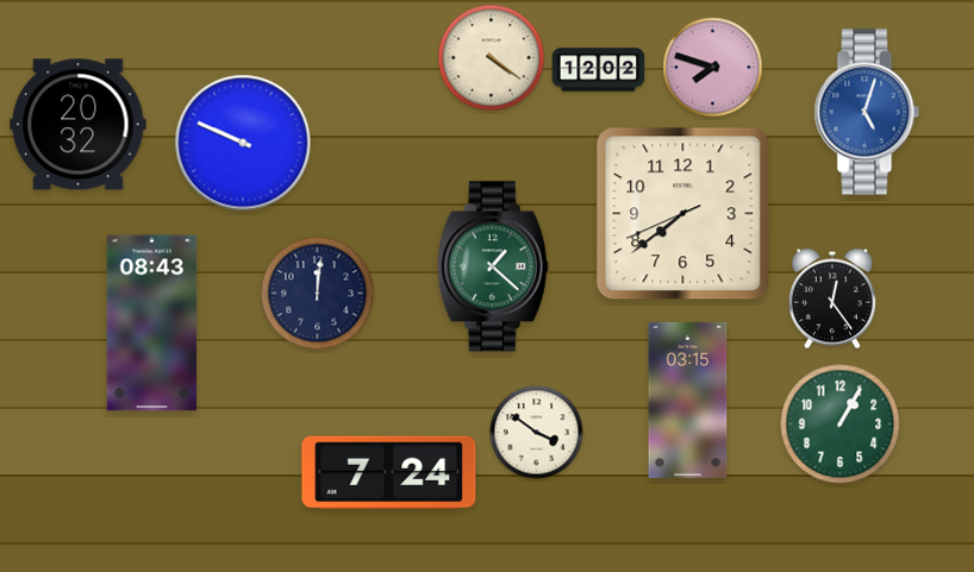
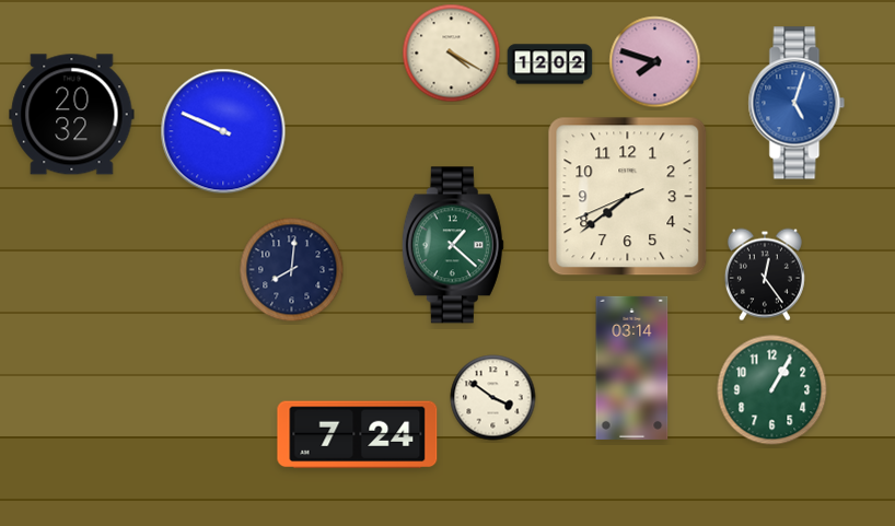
clock at (492, 58): 4:21 -> 4:20
clock at (318, 294): 12:01 -> 8:01
clock at (152, 323): 08:43 -> none
clock at (688, 400): 03:15 -> 03:14
